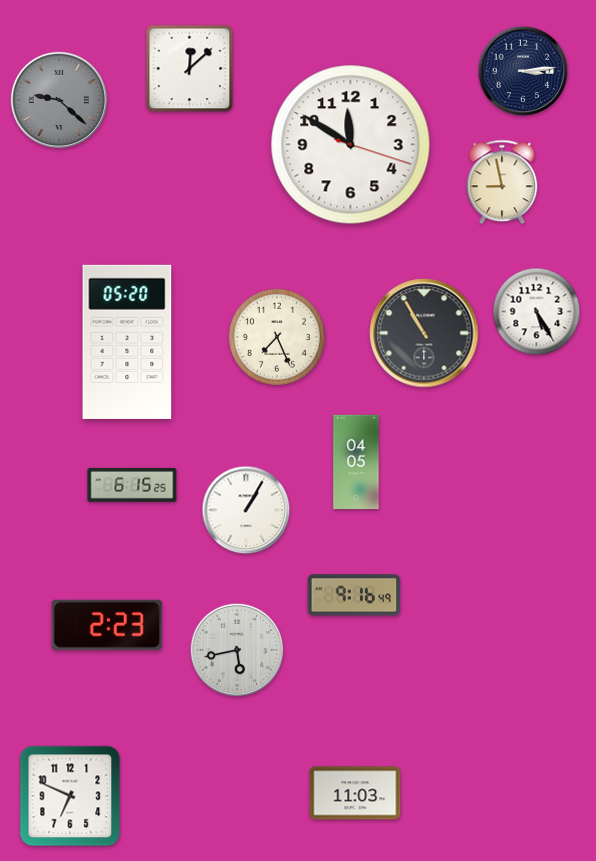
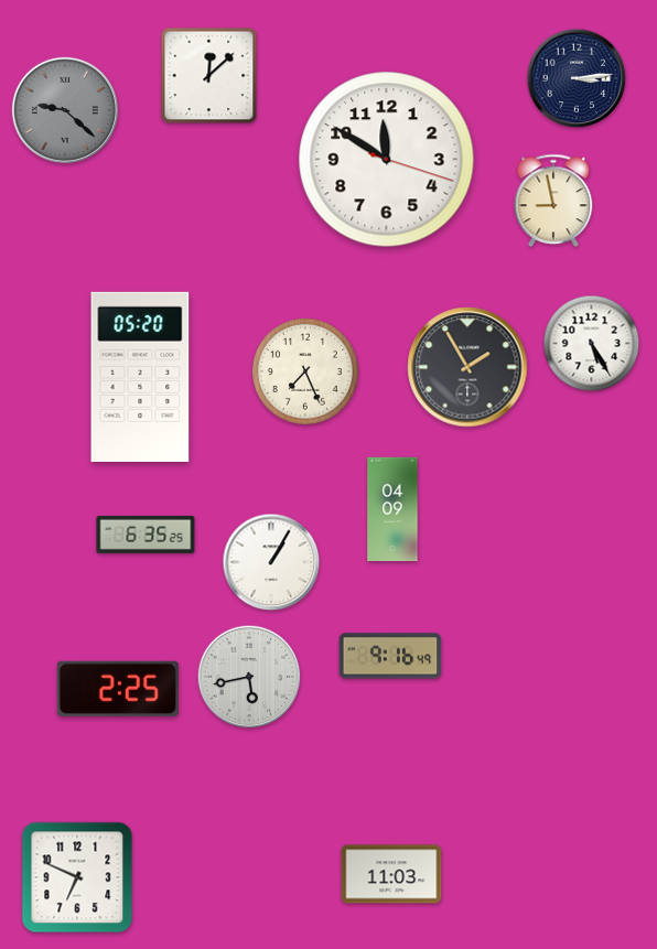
clock at (424, 333): 10:55 -> 1:55
clock at (356, 462): 04:05 -> 04:09
clock at (132, 485): 6:15 -> 6:35
clock at (107, 625): 2:23 -> 2:25
clock at (237, 650) position: (237, 650) -> (249, 677)
